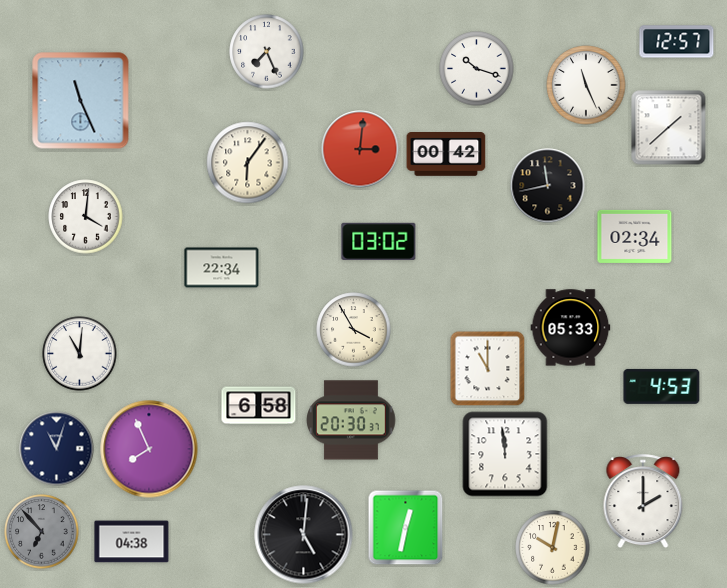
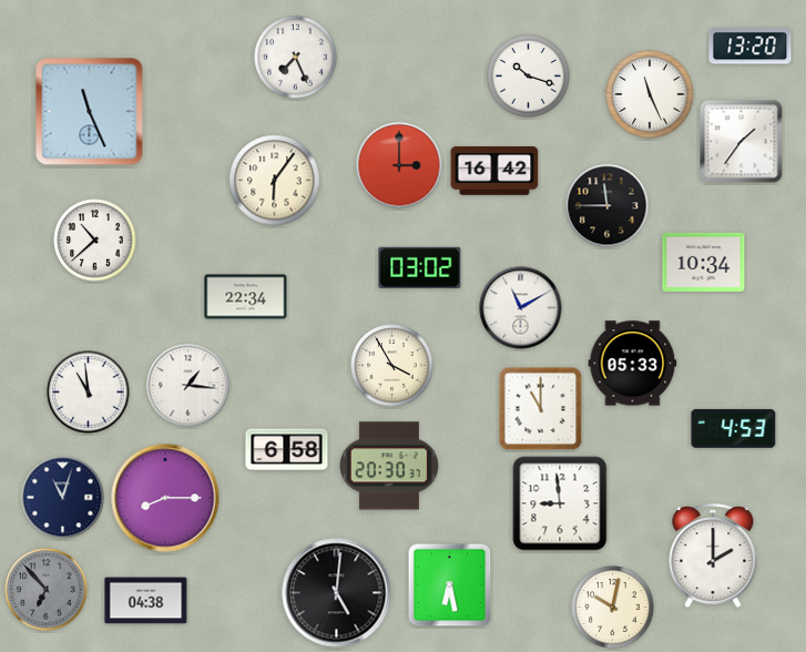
clock at (677, 42): 12:57 -> 13:20
clock at (669, 128): 1:38 -> 1:36
clock at (360, 149): 3:01 -> 3:00
clock at (446, 155): 00:42 -> 16:42
clock at (548, 186): 11:43 -> 11:45
clock at (86, 217): 4:01 -> 10:38
clock at (635, 236): 02:34 -> 10:34
clock at (521, 308): none -> 11:10
clock at (188, 386): none -> 1:16
clock at (80, 354): 11:01 -> 10:59
clock at (149, 449): 7:56 -> 8:15
clock at (505, 454): 11:59 -> 8:59
clock at (406, 528): 12:32 -> 6:28
